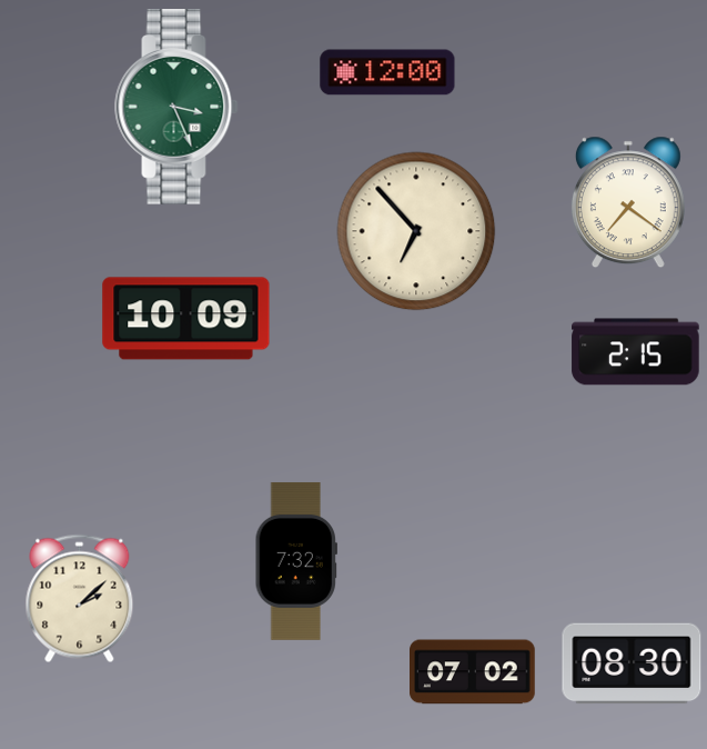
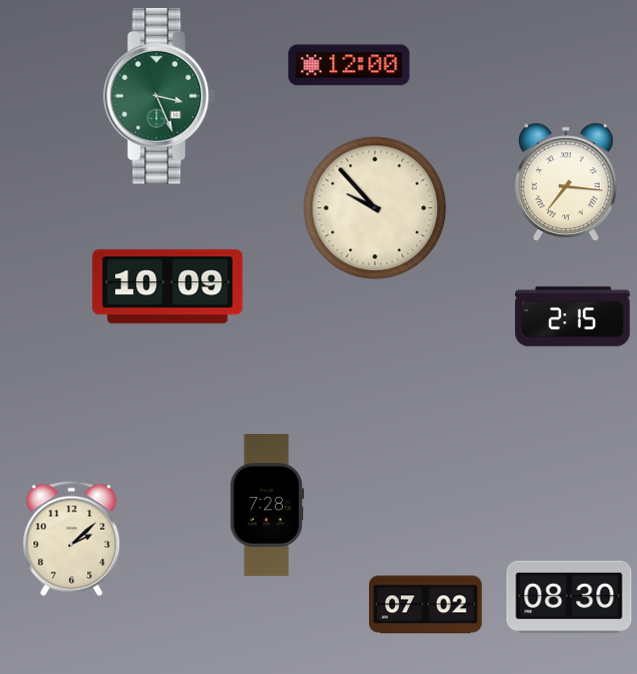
clock at (628, 202): 7:21 -> 7:16
clock at (416, 231): 6:53 -> 9:53
clock at (295, 561): 7:32 -> 7:28
